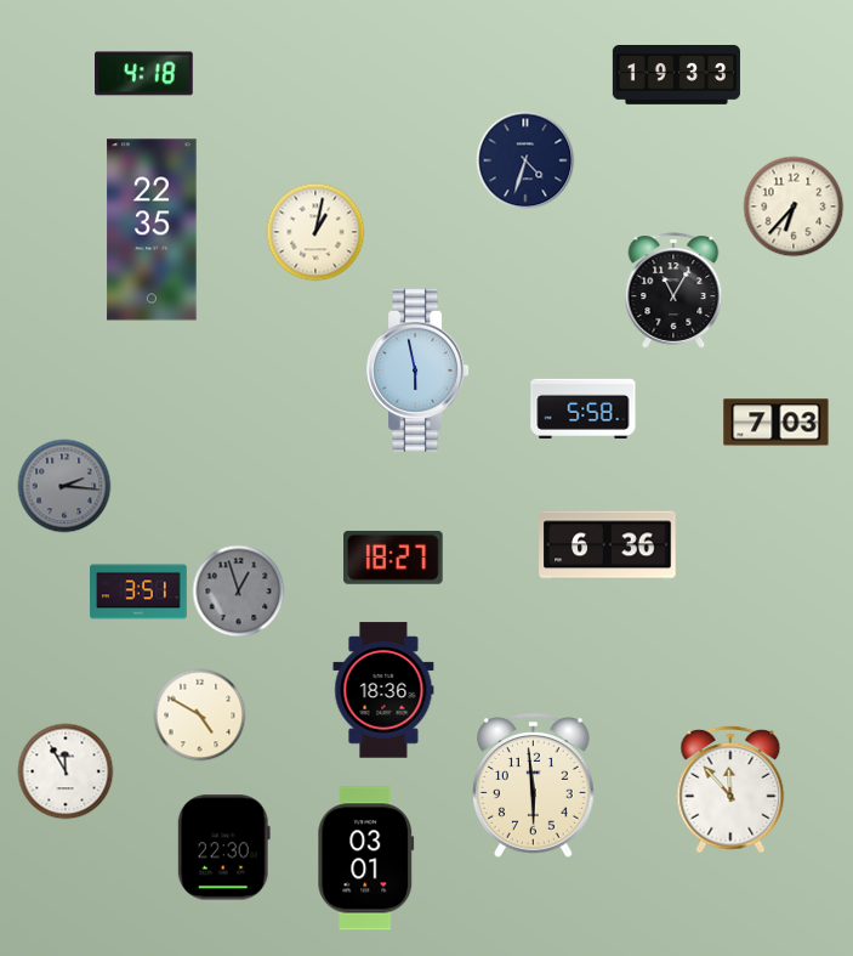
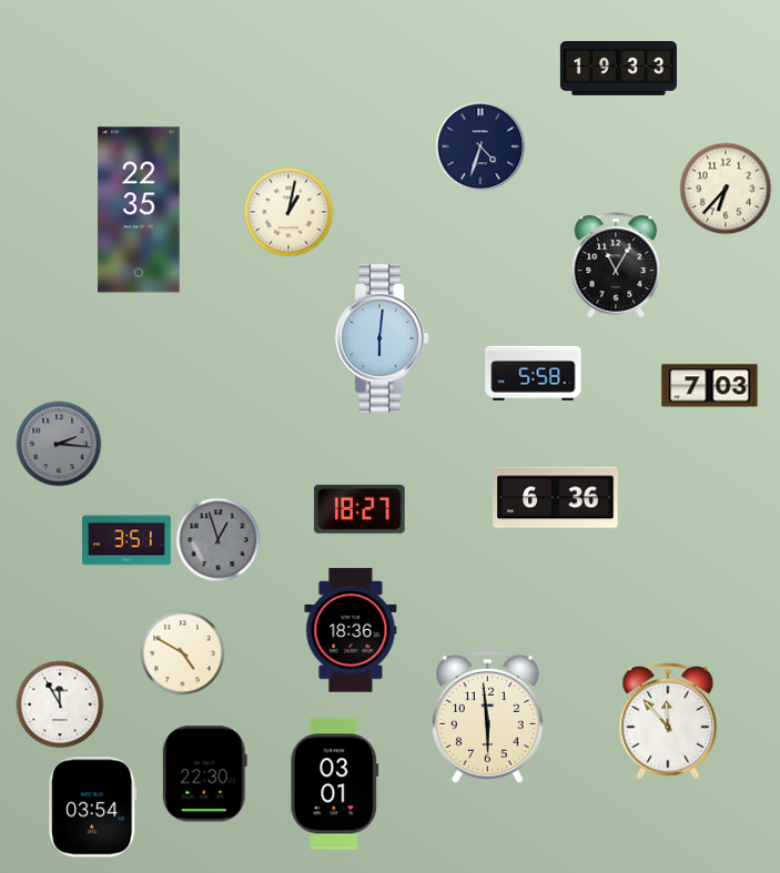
clock at (144, 74): 4:18 -> none
clock at (417, 370): 5:58 -> 6:01
clock at (93, 808): none -> 03:54
